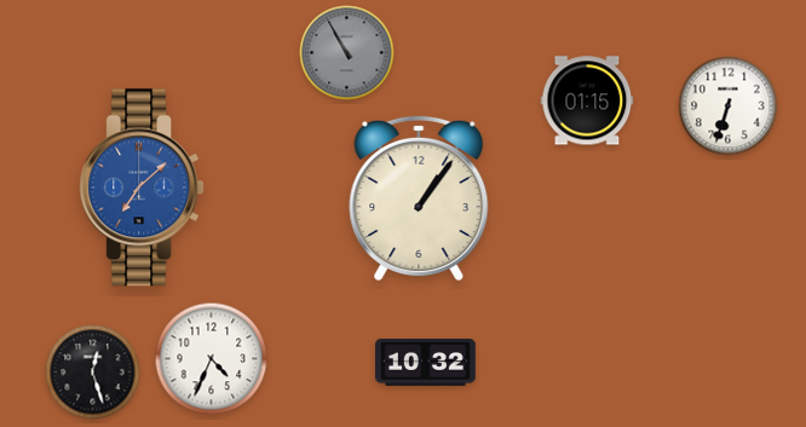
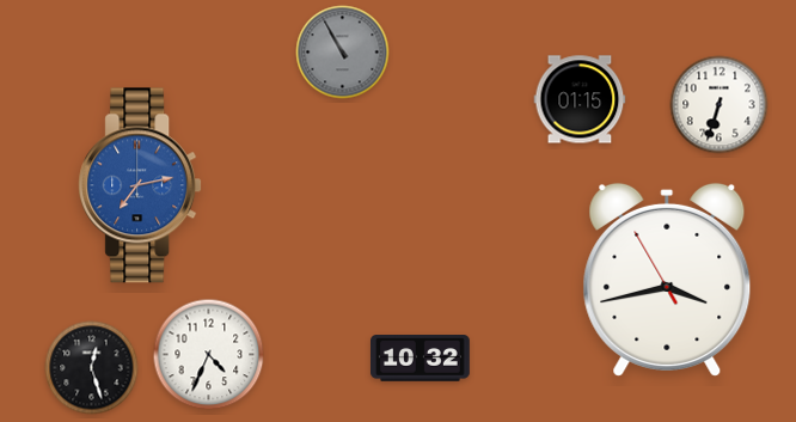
clock at (142, 187): 7:08 -> 7:13
clock at (419, 197): 1:06 -> none
clock at (667, 280): none -> 3:42
